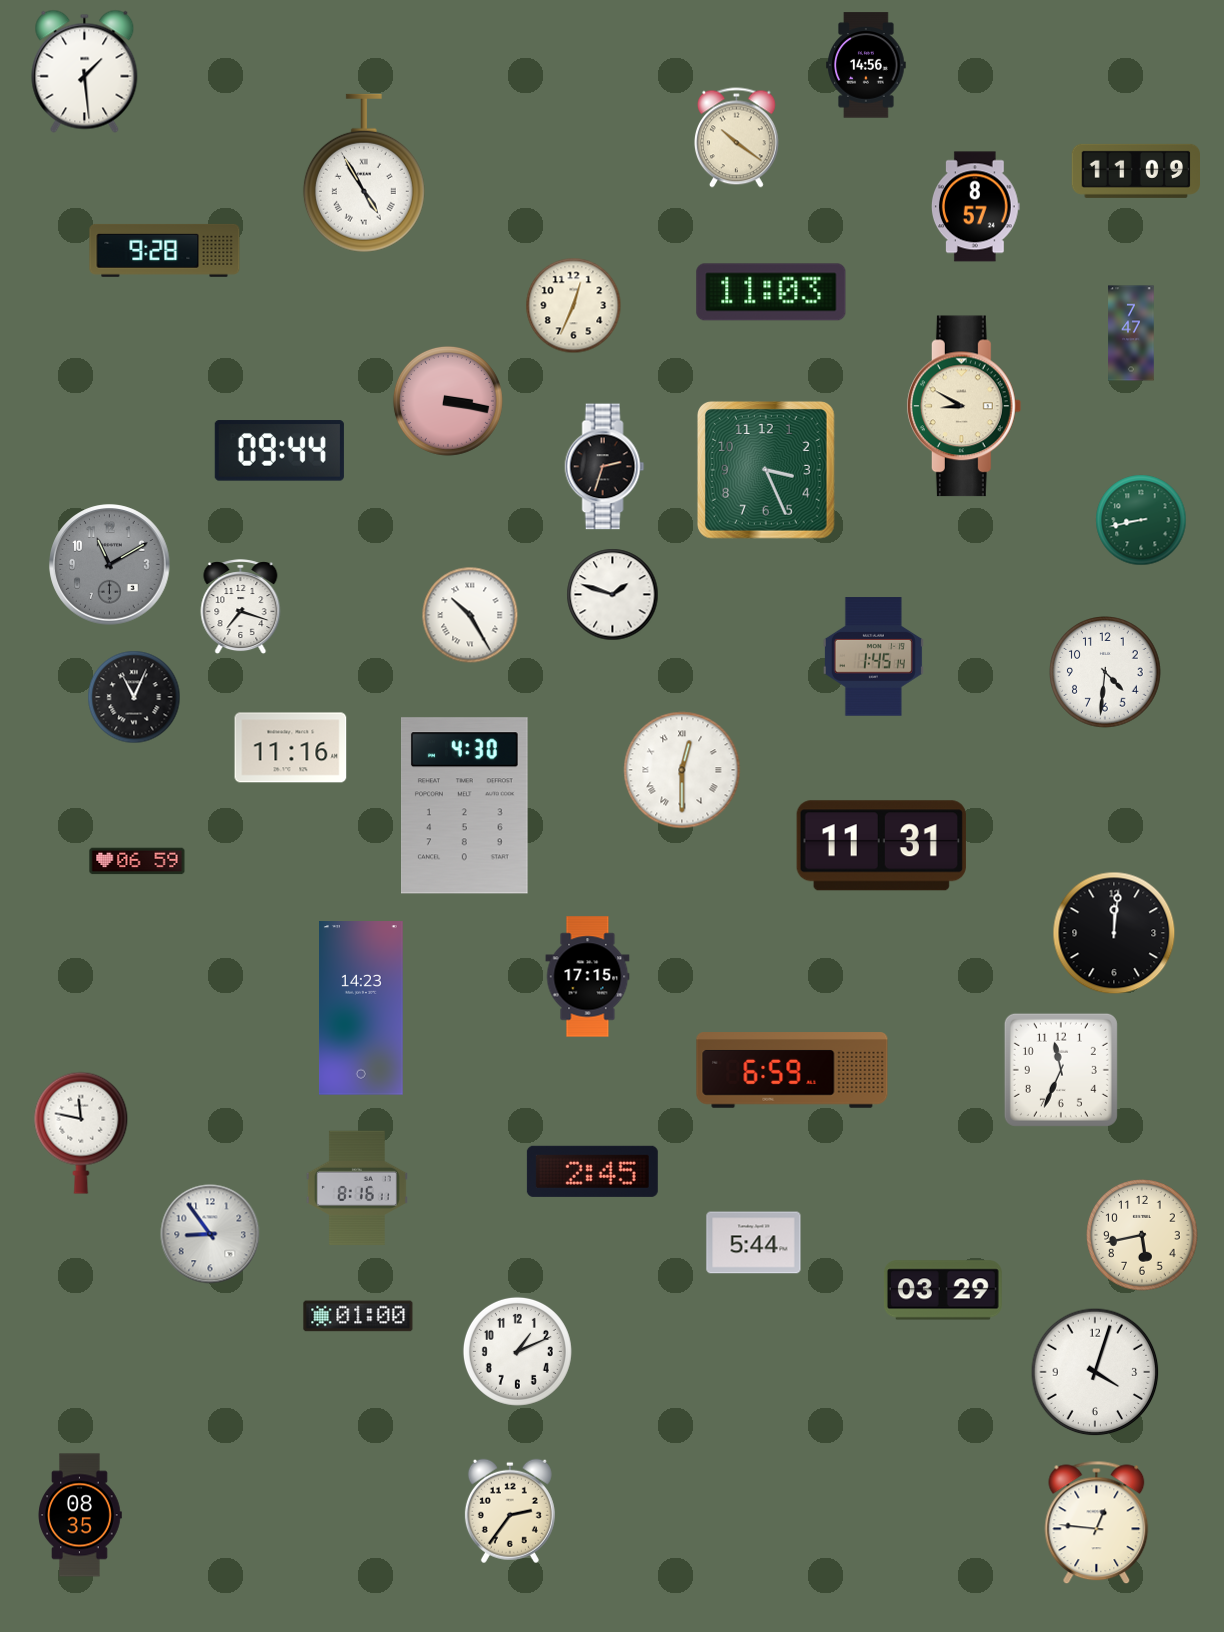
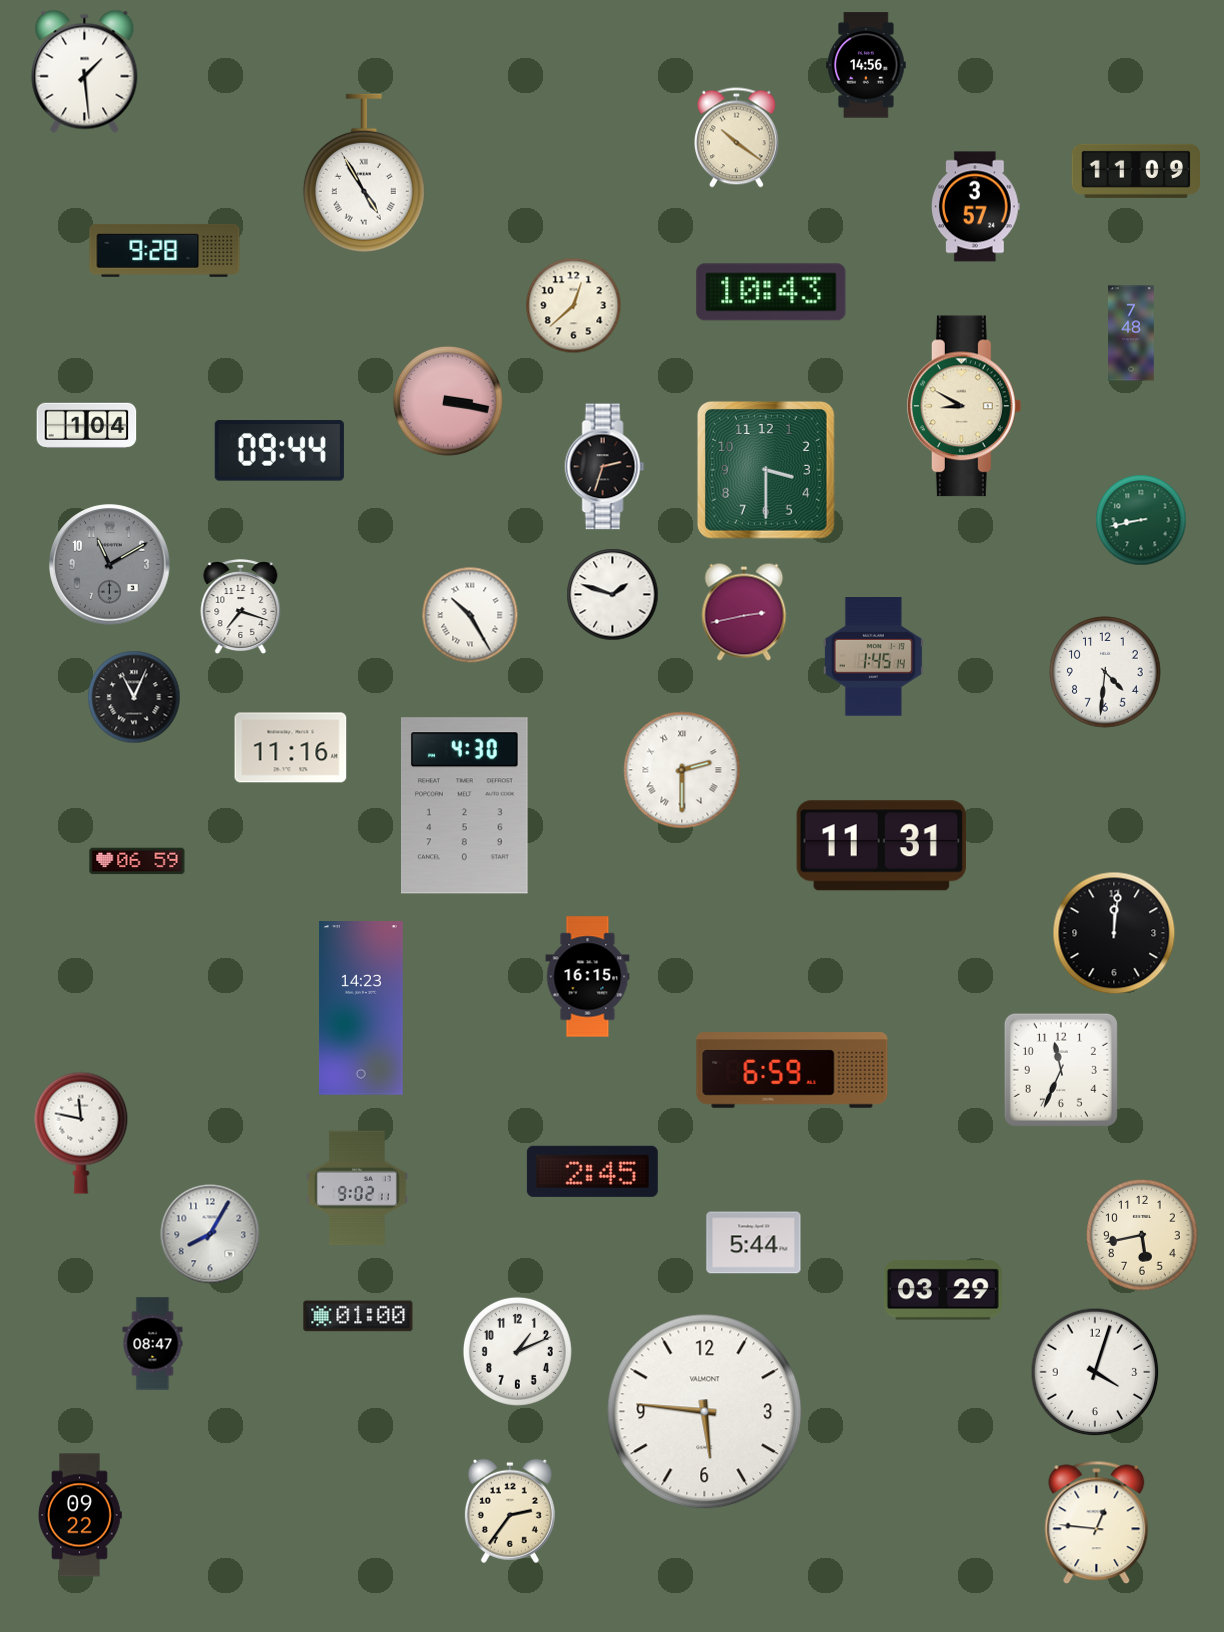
clock at (975, 207): 8:57 -> 3:57
clock at (771, 292): 11:03 -> 10:43
clock at (574, 306): 12:34 -> 12:38
clock at (1131, 333): 7:47 -> 7:48
clock at (87, 426): none -> 1:04
clock at (766, 470): 3:26 -> 3:30
clock at (744, 612): none -> 2:43
clock at (682, 770): 12:30 -> 2:30
clock at (588, 977): 17:15 -> 16:15
clock at (357, 1188): 8:16 -> 9:02
clock at (210, 1234): 8:54 -> 8:05
clock at (153, 1344): none -> 08:47
clock at (705, 1412): none -> 5:46
clock at (80, 1515): 08:35 -> 09:22
